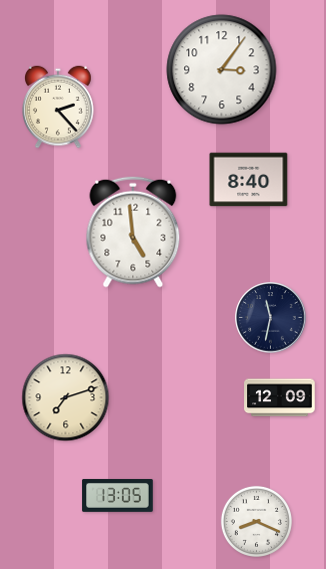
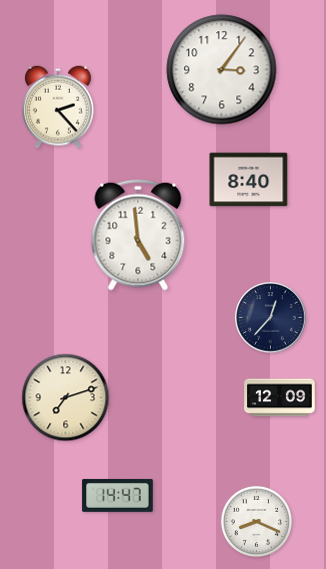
clock at (133, 232) position: (133, 232) -> (138, 235)
clock at (271, 318): 11:32 -> 12:37
clock at (118, 496): 13:05 -> 14:47
